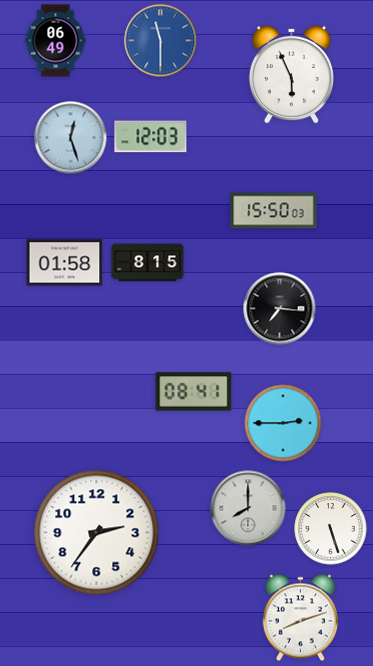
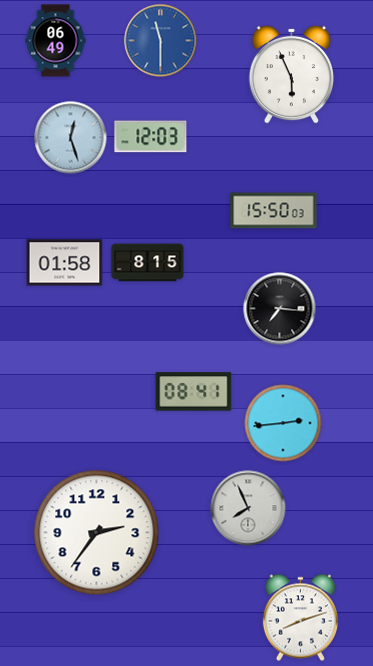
clock at (283, 423): 2:45 -> 2:44
clock at (248, 508): 8:00 -> 7:56
clock at (331, 529): 5:27 -> none
